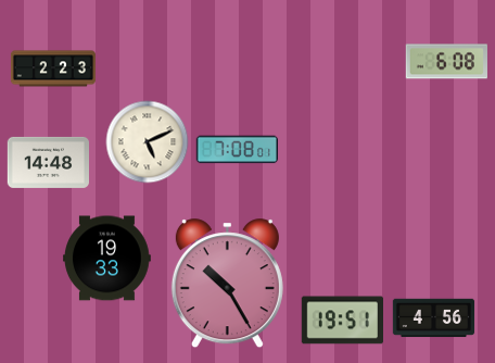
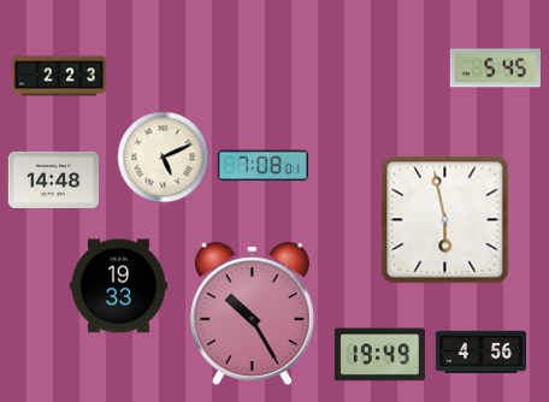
clock at (446, 62): 6:08 -> 5:45
clock at (445, 220): none -> 5:58
clock at (342, 321): 19:51 -> 19:49
